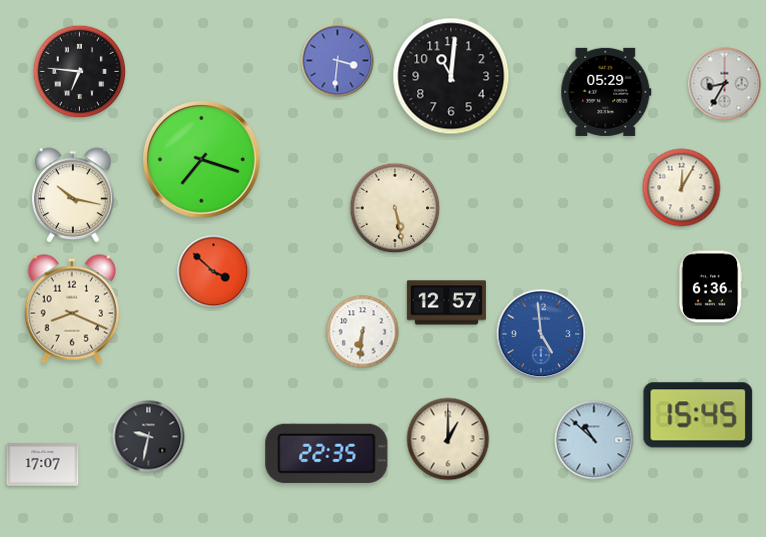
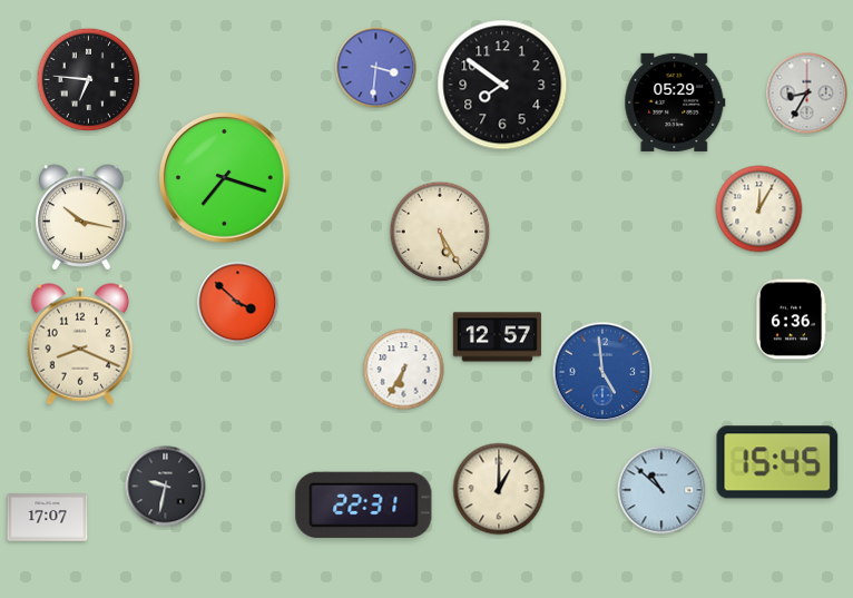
clock at (451, 76): 11:01 -> 7:51
clock at (395, 208): 5:28 -> 5:25
clock at (363, 332): 6:31 -> 6:35
clock at (327, 453): 22:35 -> 22:31
